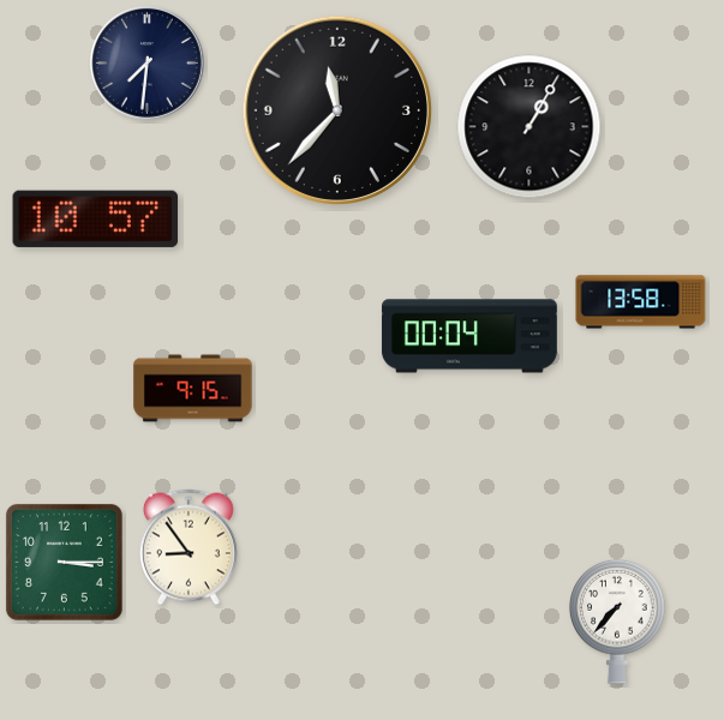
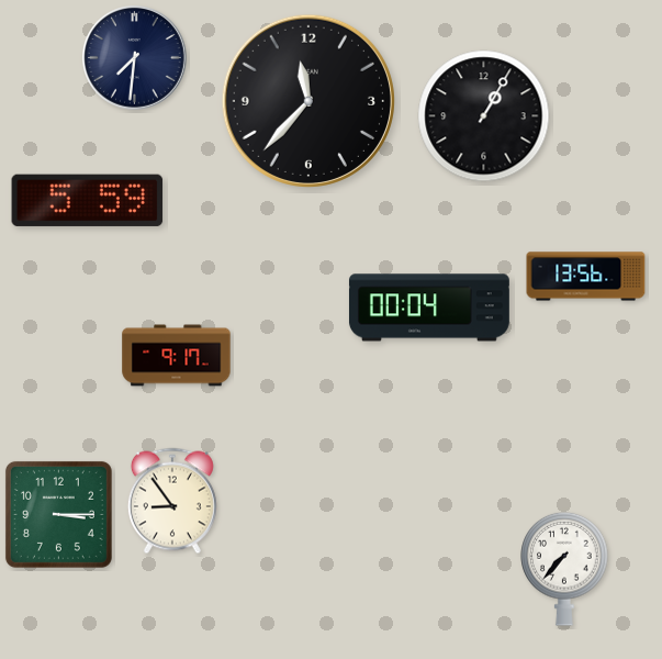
clock at (96, 218): 10:57 -> 5:59
clock at (641, 302): 13:58 -> 13:56
clock at (193, 389): 9:15 -> 9:17
